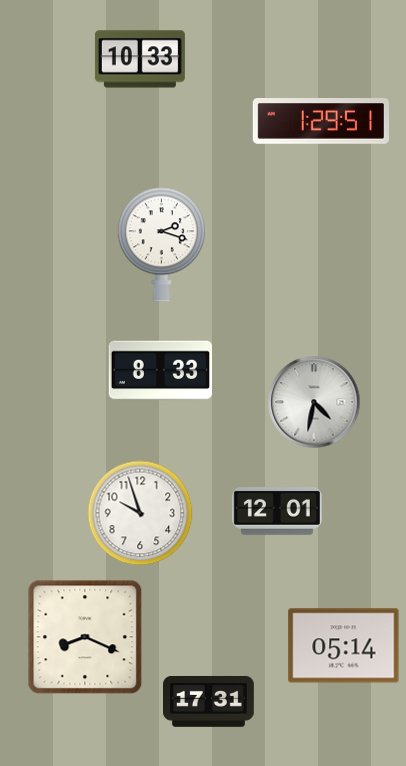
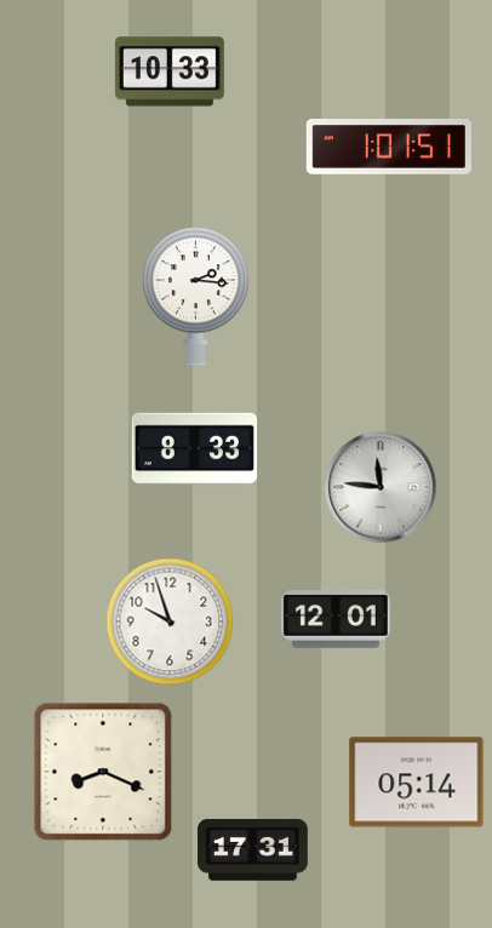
clock at (320, 121): 1:29 -> 1:01
clock at (161, 245): 2:18 -> 2:16
clock at (314, 402): 4:32 -> 11:46
